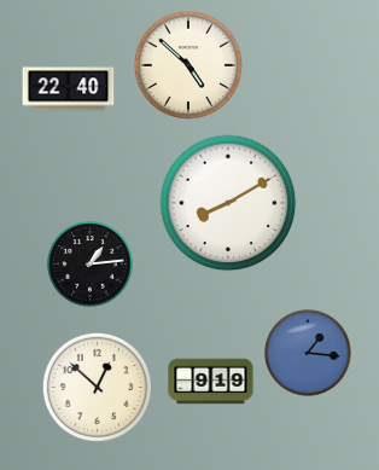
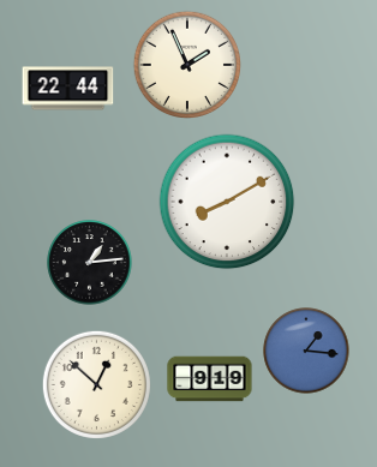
clock at (188, 65): 4:52 -> 1:56
clock at (69, 89): 22:40 -> 22:44
